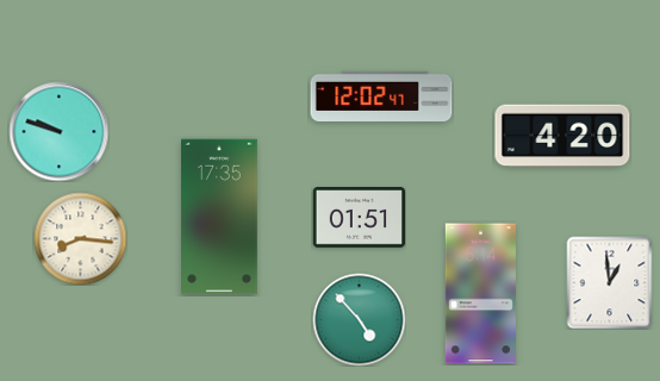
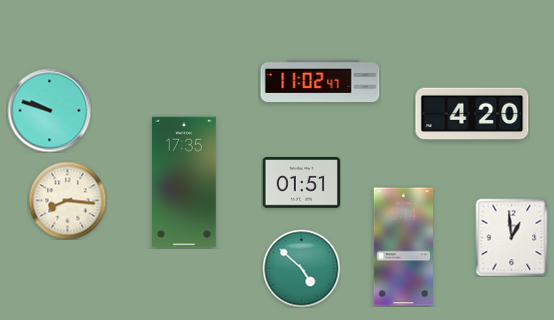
clock at (381, 95): 12:02 -> 11:02
clock at (359, 319): 4:53 -> 4:52
